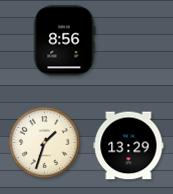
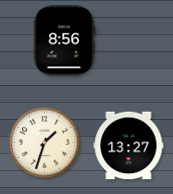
clock at (129, 146): 13:29 -> 13:27
